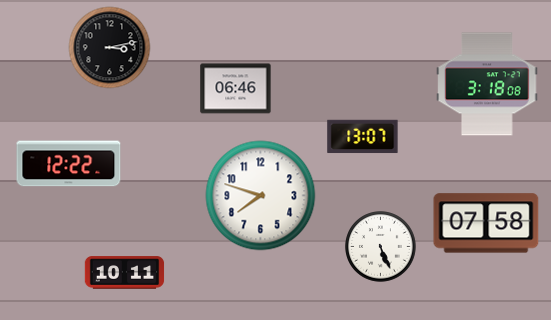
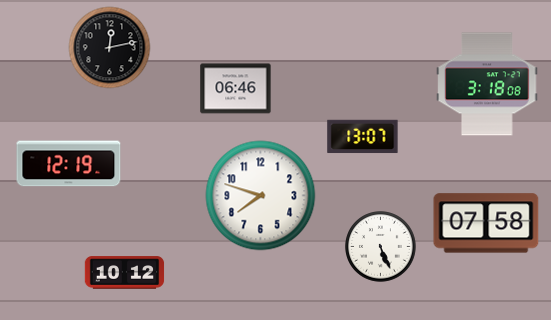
clock at (110, 48): 3:13 -> 12:13
clock at (69, 164): 12:22 -> 12:19
clock at (125, 273): 10:11 -> 10:12
